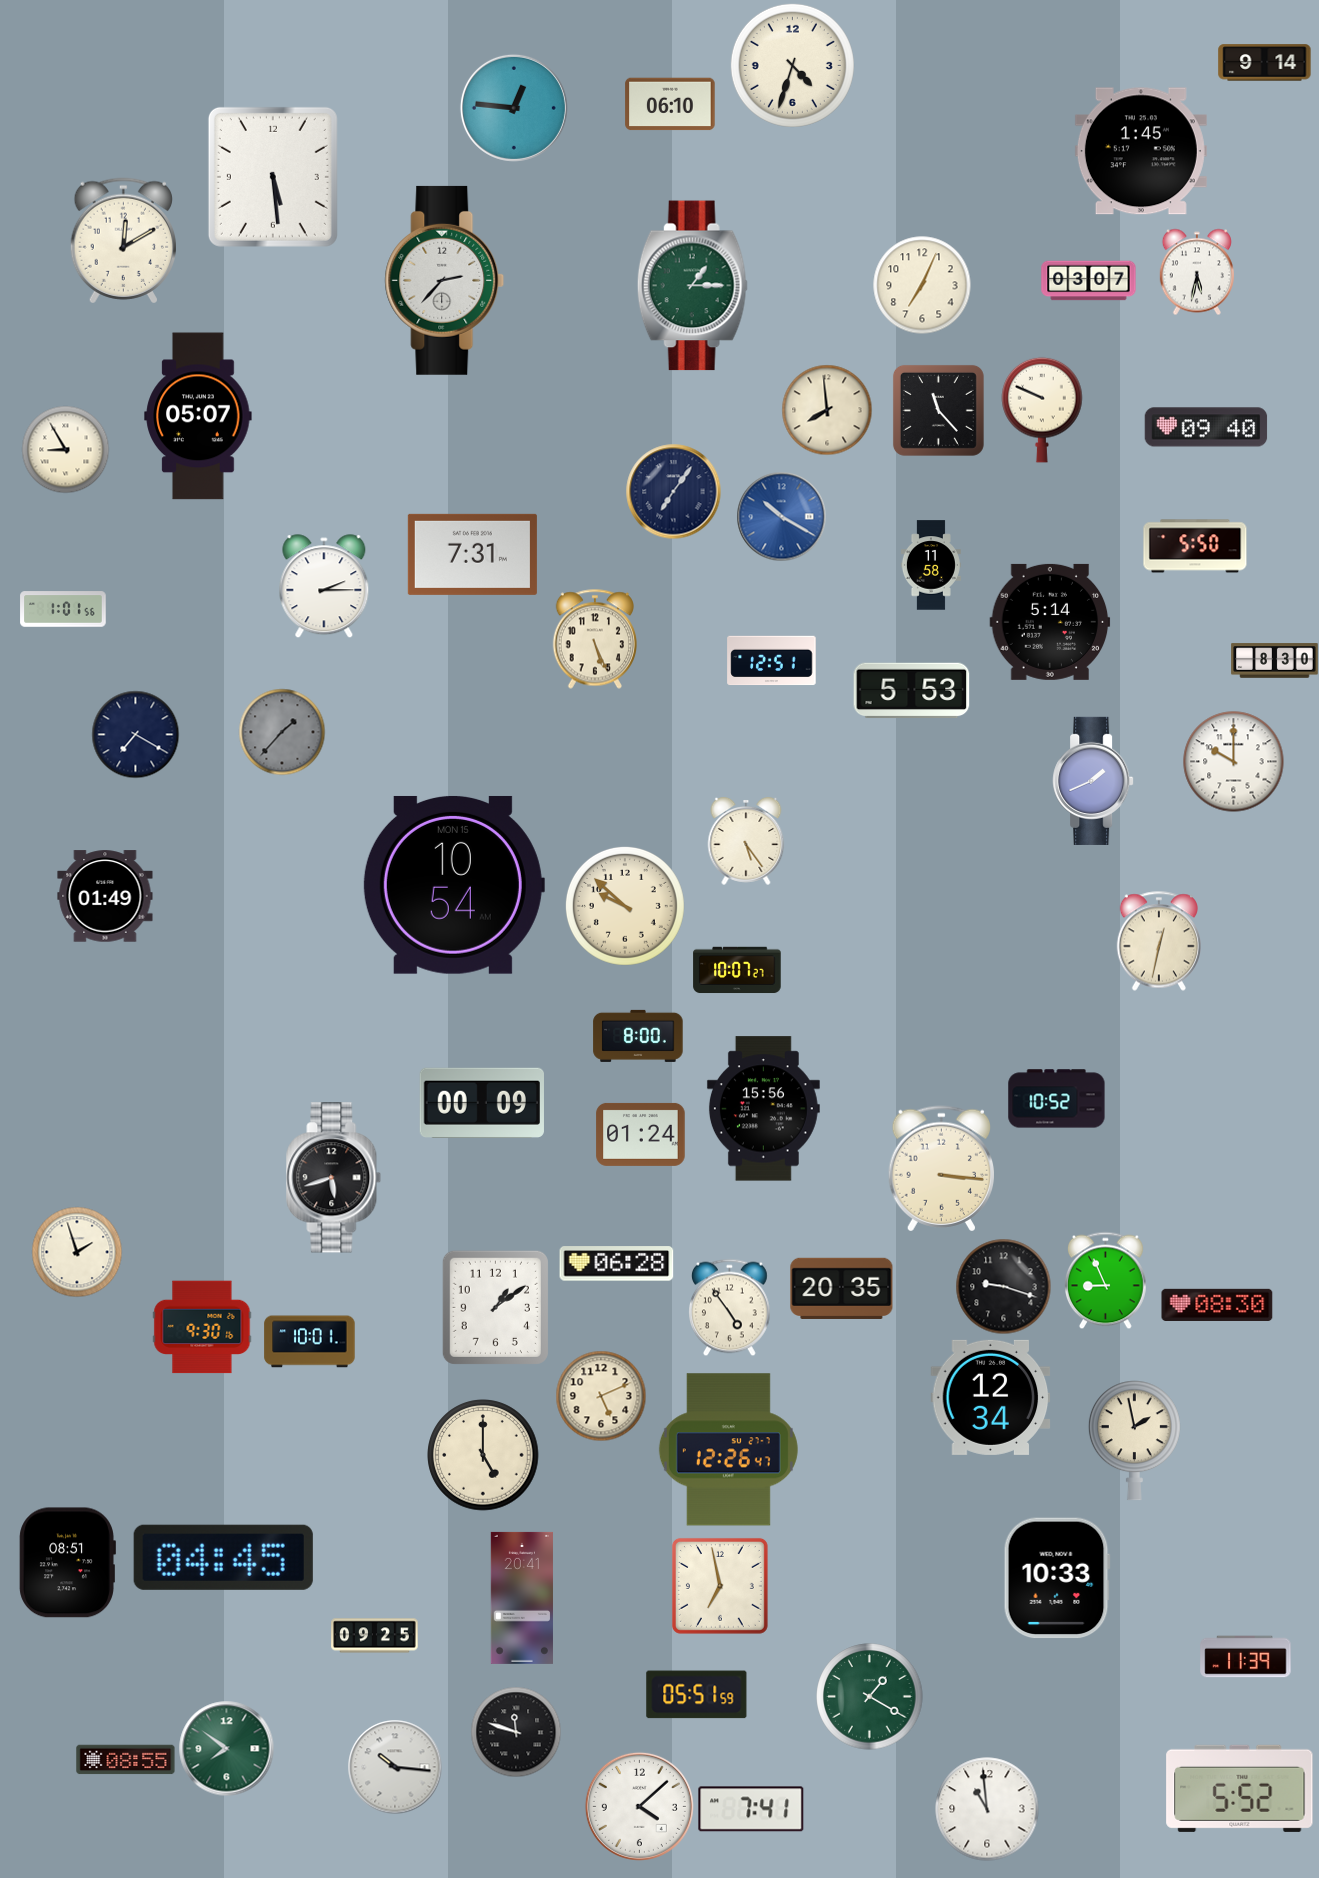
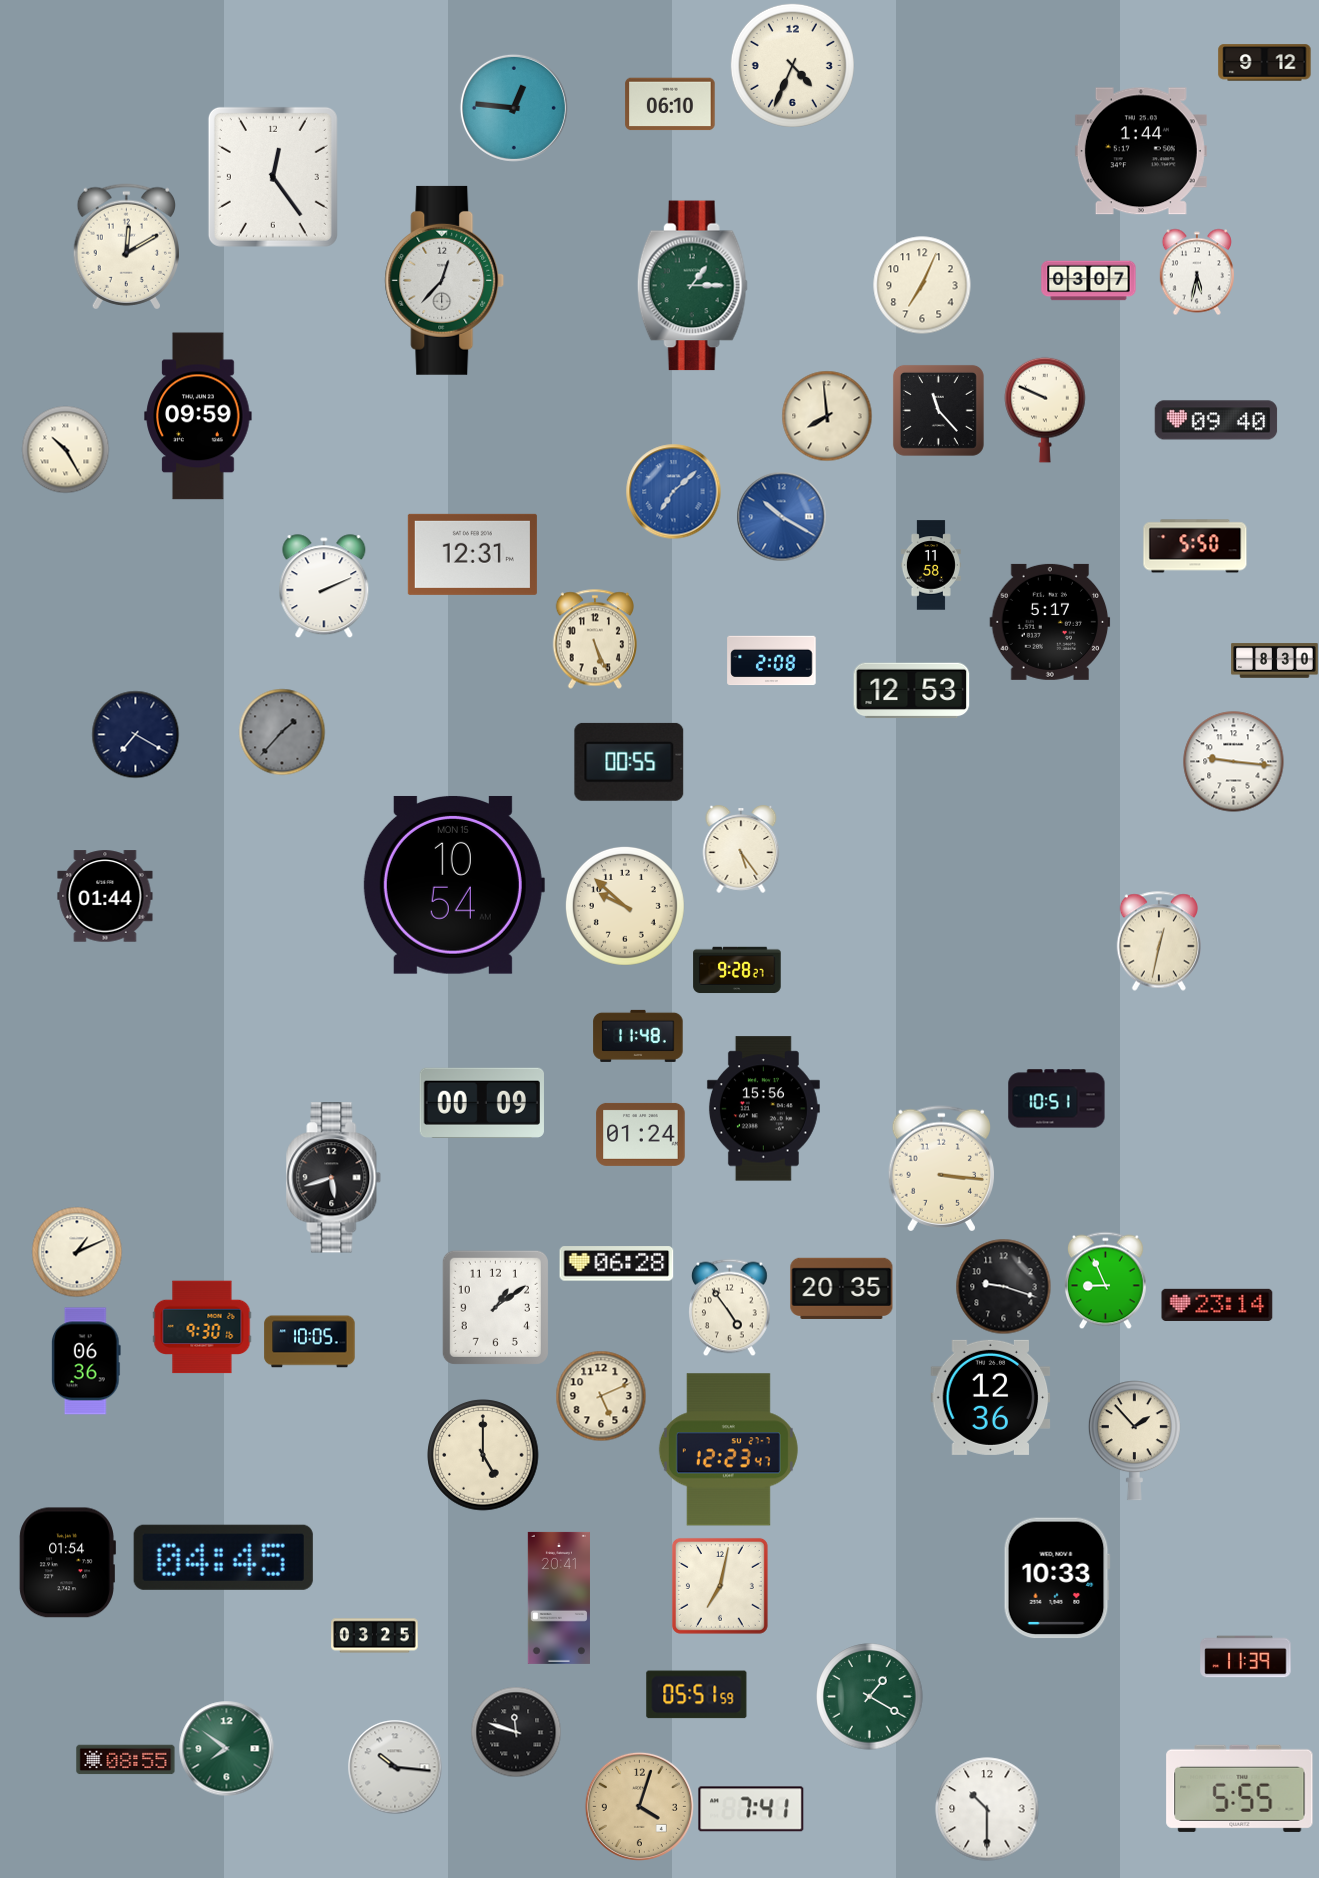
clock at (1265, 63): 9:14 -> 9:12
clock at (792, 65): 4:33 -> 4:34
clock at (1141, 151): 1:45 -> 1:44
clock at (273, 177): 5:29 -> 12:24
clock at (123, 241) position: (123, 241) -> (126, 247)
clock at (445, 280): 2:37 -> 12:37
clock at (827, 410) position: (827, 410) -> (827, 416)
clock at (1042, 410) position: (1042, 410) -> (1045, 410)
clock at (198, 416): 05:07 -> 09:59
clock at (1206, 427) position: (1206, 427) -> (1216, 420)
clock at (65, 449): 8:55 -> 10:25
clock at (673, 491): 7:06 -> 7:08
clock at (673, 491) dial: navy -> blue
clock at (472, 554): 7:31 -> 12:31
clock at (324, 586): 2:15 -> 2:11
clock at (63, 609): 1:01 -> none
clock at (1050, 622): 5:14 -> 5:17
clock at (772, 661): 12:51 -> 2:08
clock at (912, 691): 5:53 -> 12:53
clock at (629, 762): none -> 00:55
clock at (1234, 762): 10:00 -> 9:16
clock at (1093, 781): 1:41 -> none
clock at (746, 842) position: (746, 842) -> (741, 850)
clock at (105, 896): 01:49 -> 01:44
clock at (737, 970): 10:07 -> 9:28
clock at (638, 1036): 8:00 -> 11:48
clock at (1057, 1099): 10:52 -> 10:51
clock at (77, 1252): 1:57 -> 1:11
clock at (1217, 1305): 08:30 -> 23:14
clock at (310, 1342): 10:01 -> 10:05
clock at (86, 1361): none -> 06:36
clock at (991, 1397): 12:34 -> 12:36
clock at (1134, 1441): 1:58 -> 1:53
clock at (728, 1450): 12:26 -> 12:23
clock at (67, 1563): 08:51 -> 01:54
clock at (720, 1586): 6:58 -> 7:02
clock at (522, 1598) position: (522, 1598) -> (559, 1598)
clock at (375, 1636): 09:25 -> 03:25
clock at (1240, 1788): 5:52 -> 5:55
clock at (639, 1806): 4:08 -> 4:03
clock at (639, 1806) dial: white -> champagne
clock at (987, 1809): 10:59 -> 10:30
